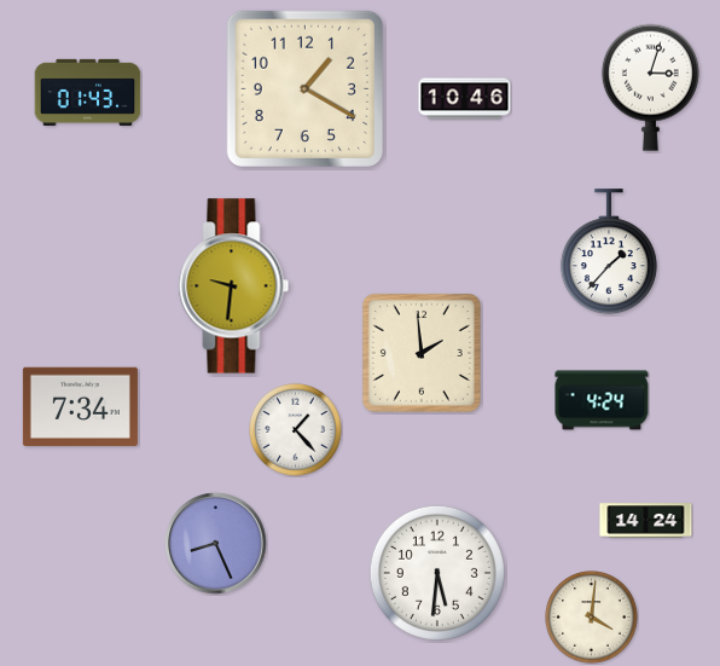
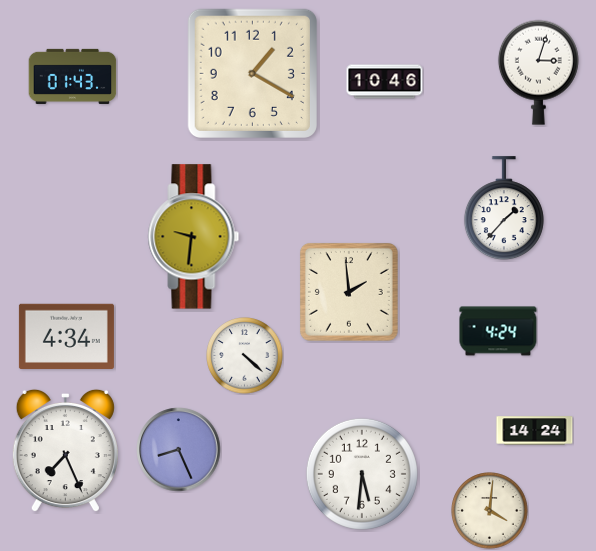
clock at (80, 406): 7:34 -> 4:34
clock at (296, 430): 1:23 -> 4:22
clock at (65, 451): none -> 7:26
